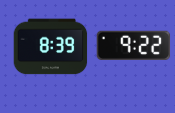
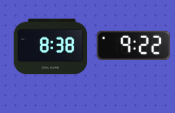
clock at (51, 47): 8:39 -> 8:38
